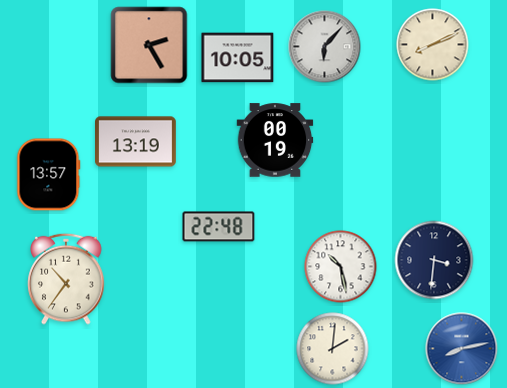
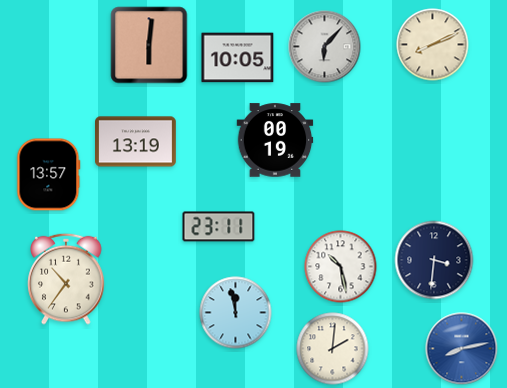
clock at (149, 45): 2:25 -> 6:01
clock at (219, 227): 22:48 -> 23:11
clock at (236, 313): none -> 11:58
